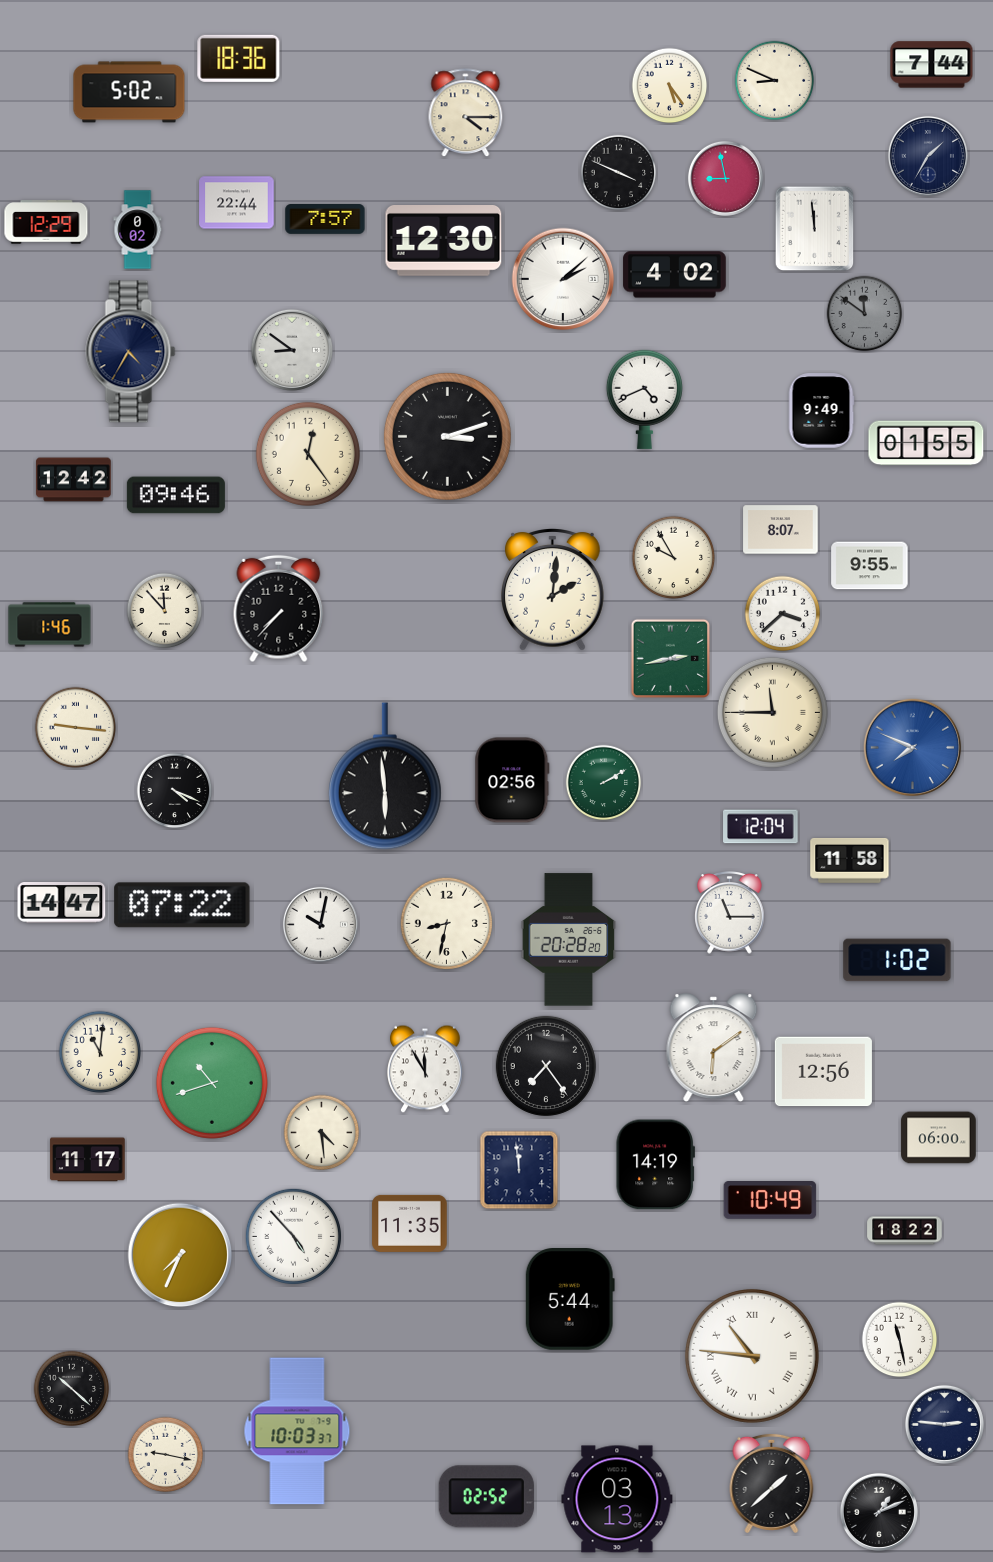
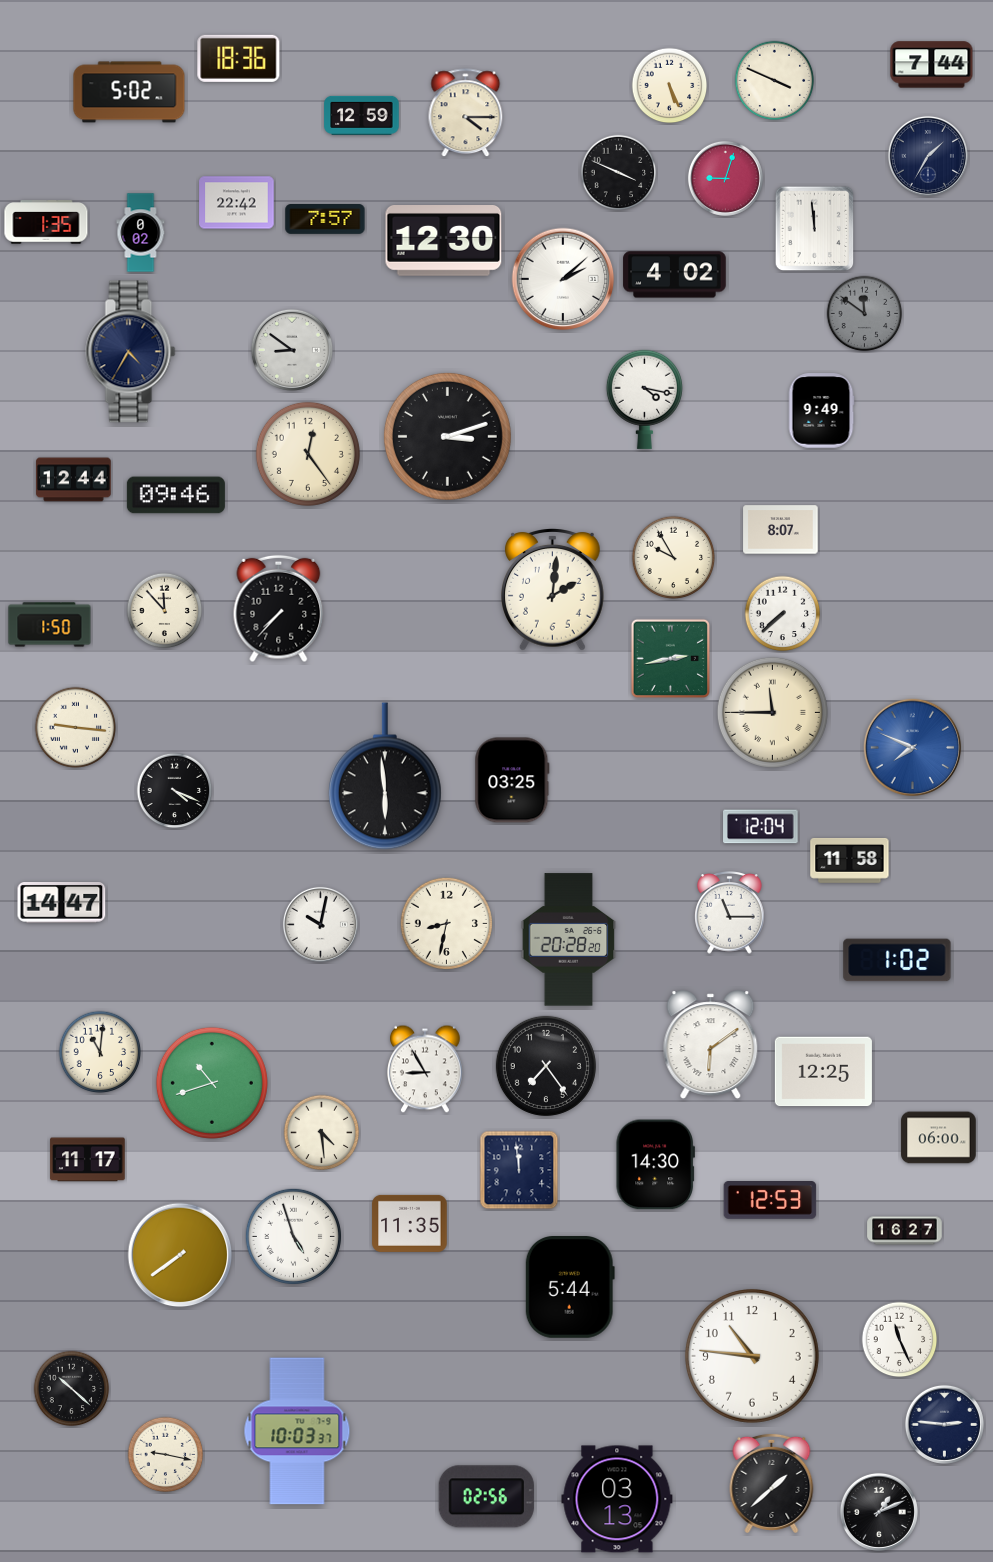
clock at (775, 81): 8:49 -> 3:49
clock at (670, 86): 5:24 -> 5:26
clock at (362, 115): none -> 12:59
clock at (725, 178): 8:58 -> 9:03
clock at (237, 203): 22:44 -> 22:42
clock at (46, 222): 12:29 -> 1:35
clock at (138, 230) position: (138, 230) -> (141, 233)
clock at (644, 399): 4:41 -> 4:17
clock at (926, 443): 01:55 -> none
clock at (74, 480): 12:42 -> 12:44
clock at (870, 566): 9:55 -> none
clock at (783, 614): 3:38 -> 7:38
clock at (50, 625): 1:46 -> 1:50
clock at (512, 780): 02:56 -> 03:25
clock at (604, 783): 2:10 -> none
clock at (182, 905): 07:22 -> none
clock at (714, 1048) position: (714, 1048) -> (711, 1045)
clock at (426, 1069): 11:55 -> 8:55
clock at (823, 1072): 12:56 -> 12:25
clock at (655, 1165): 14:19 -> 14:30
clock at (770, 1201): 10:49 -> 12:53
clock at (905, 1231): 18:22 -> 16:27
clock at (293, 1236): 4:53 -> 4:57
clock at (180, 1255): 7:34 -> 7:39
clock at (570, 1300) position: (570, 1300) -> (570, 1288)
clock at (900, 1340): 11:28 -> 11:26
clock at (752, 1356) numerals: Roman -> Arabic
clock at (486, 1497): 02:52 -> 02:56
